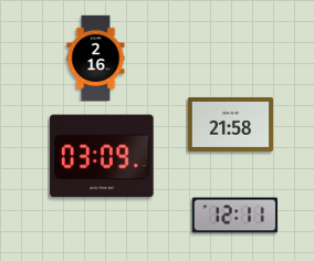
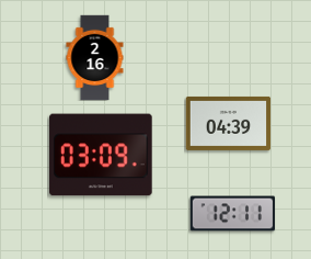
clock at (230, 124): 21:58 -> 04:39
